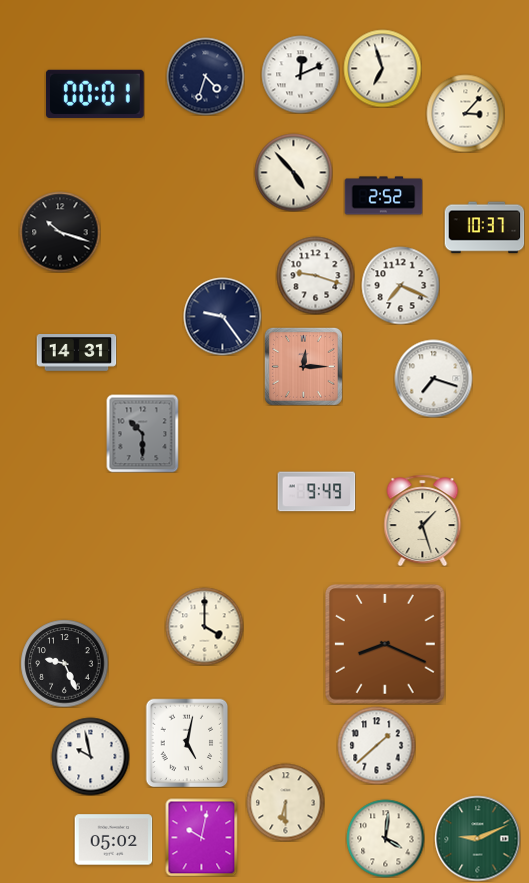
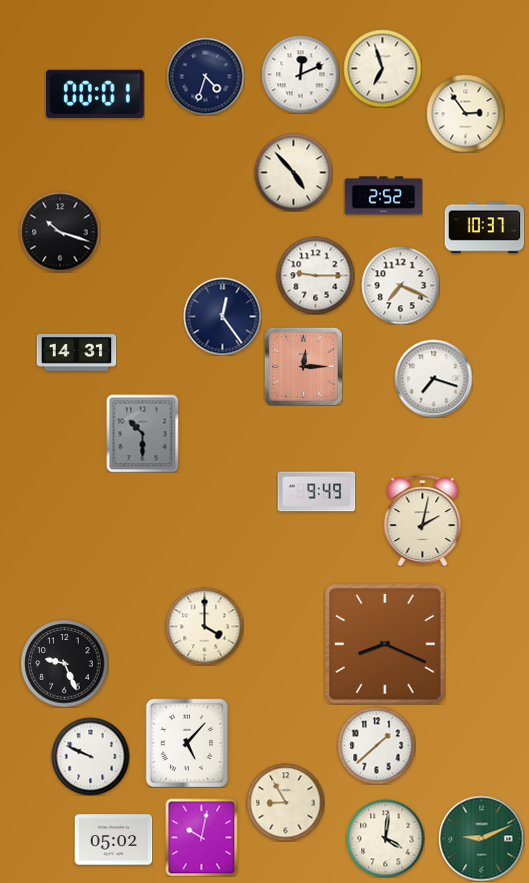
clock at (465, 113): 3:07 -> 2:54
clock at (315, 275): 9:18 -> 9:15
clock at (222, 316): 9:24 -> 12:24
clock at (423, 520): 1:27 -> 2:02
clock at (187, 743): 5:02 -> 5:07
clock at (90, 756): 9:58 -> 9:49
clock at (285, 802): 6:30 -> 8:55
clock at (477, 838) position: (477, 838) -> (481, 838)
